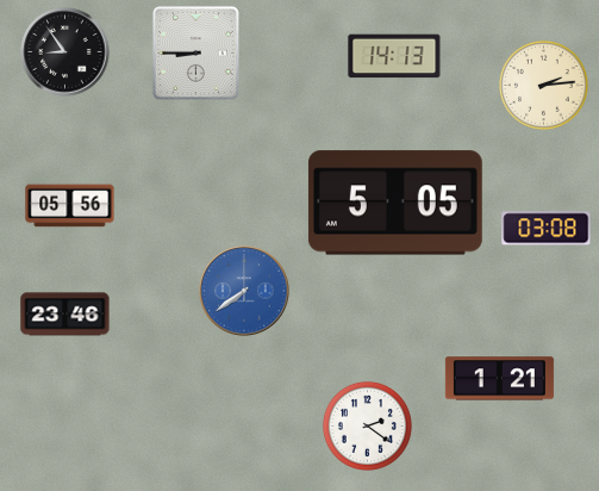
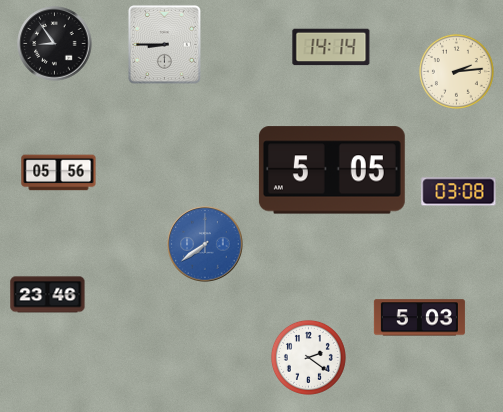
clock at (394, 56): 14:13 -> 14:14
clock at (65, 315) position: (65, 315) -> (48, 295)
clock at (499, 379): 1:21 -> 5:03
